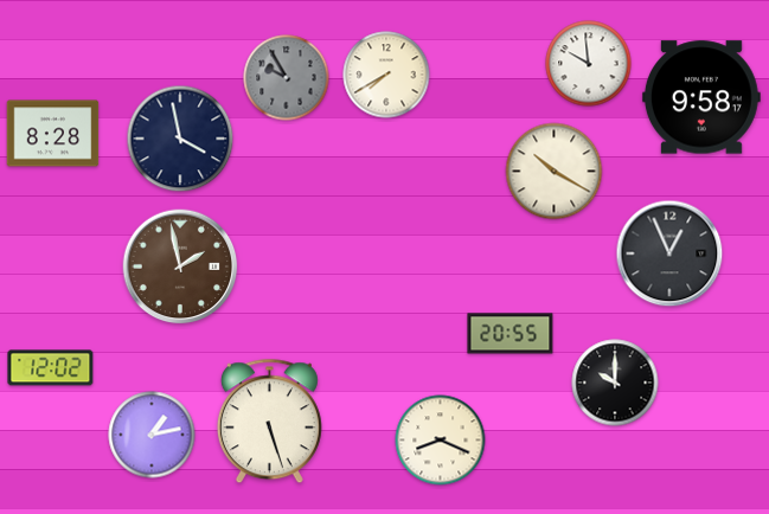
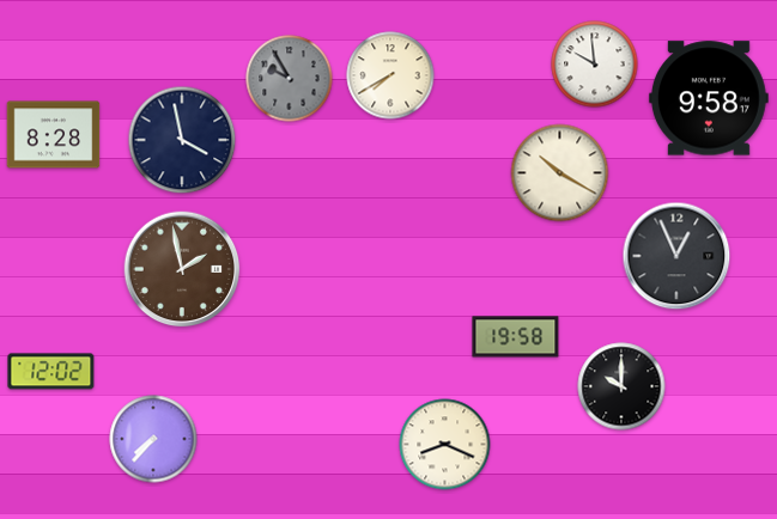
clock at (511, 334): 20:55 -> 19:58
clock at (269, 422): 5:27 -> none
clock at (152, 435): 1:13 -> 7:37
